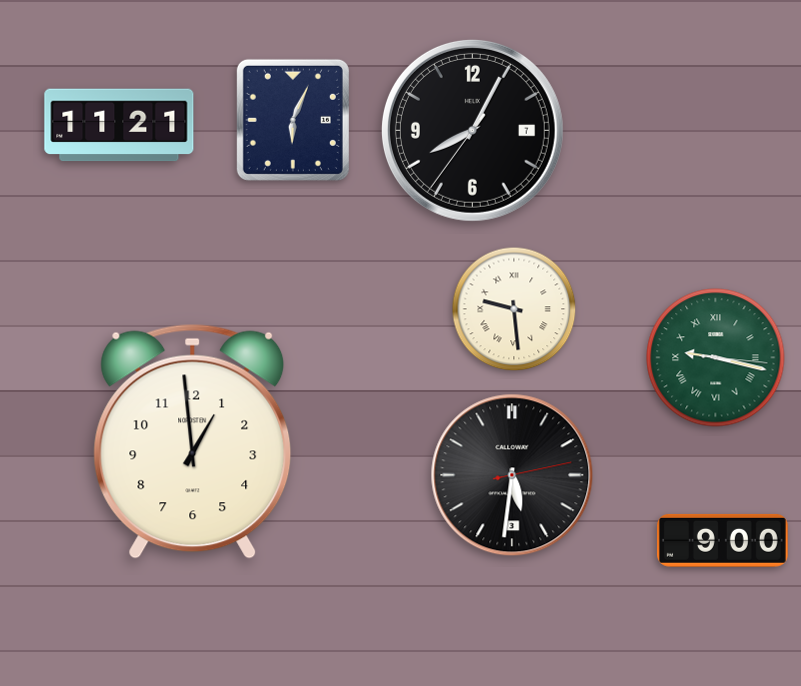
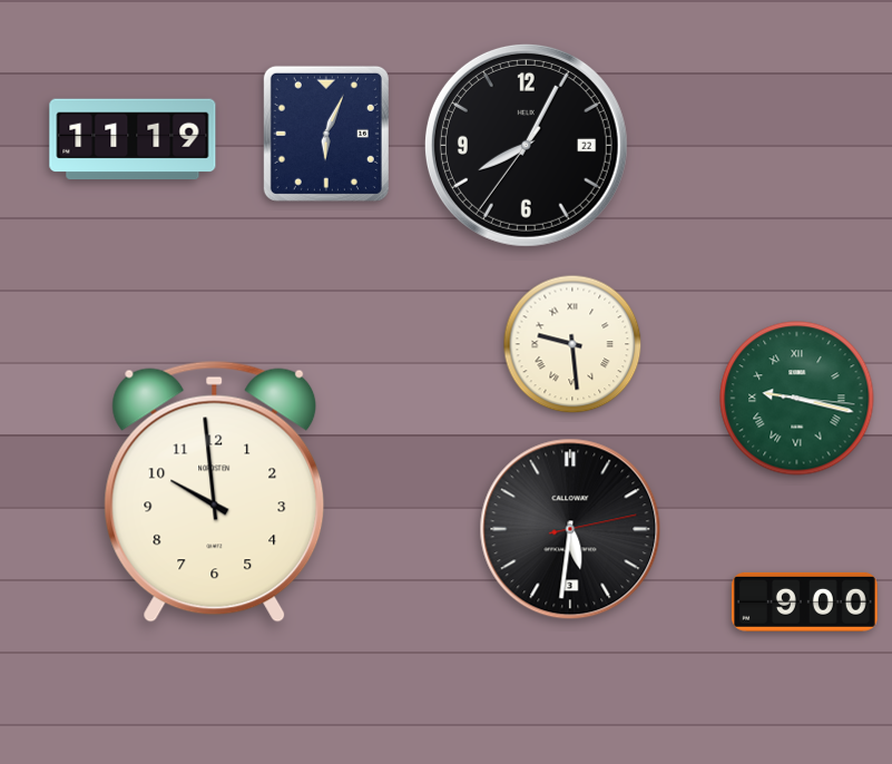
clock at (119, 125): 11:21 -> 11:19
clock at (472, 130) date: 7 -> 22
clock at (193, 441): 12:59 -> 9:59
